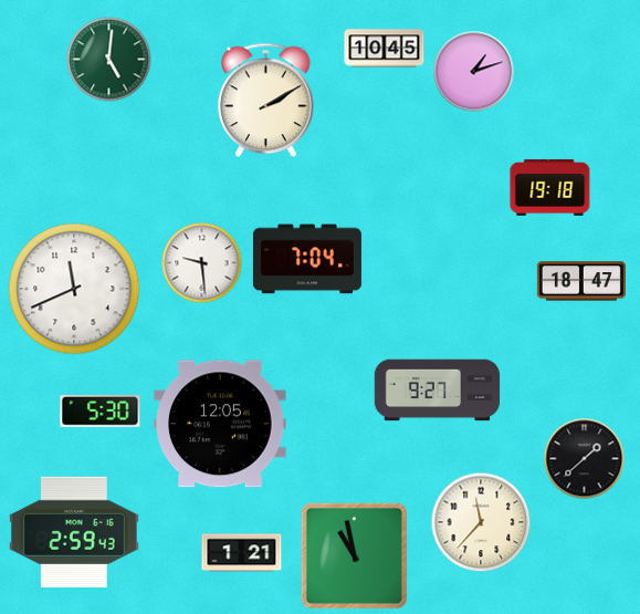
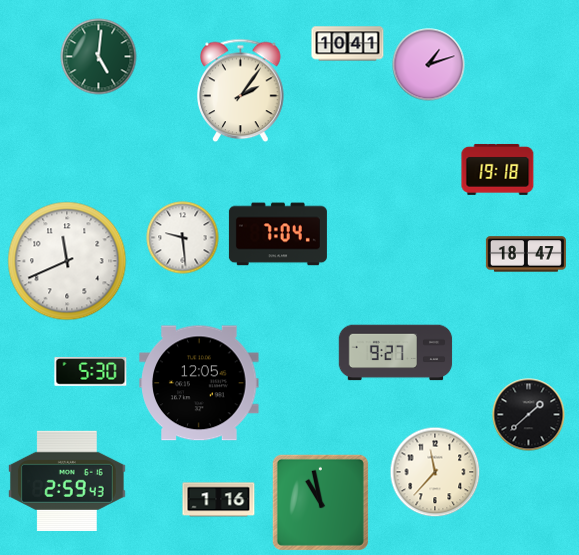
clock at (385, 49): 10:45 -> 10:41
clock at (109, 60) position: (109, 60) -> (99, 57)
clock at (266, 101): 2:10 -> 2:06
clock at (242, 553): 1:21 -> 1:16
